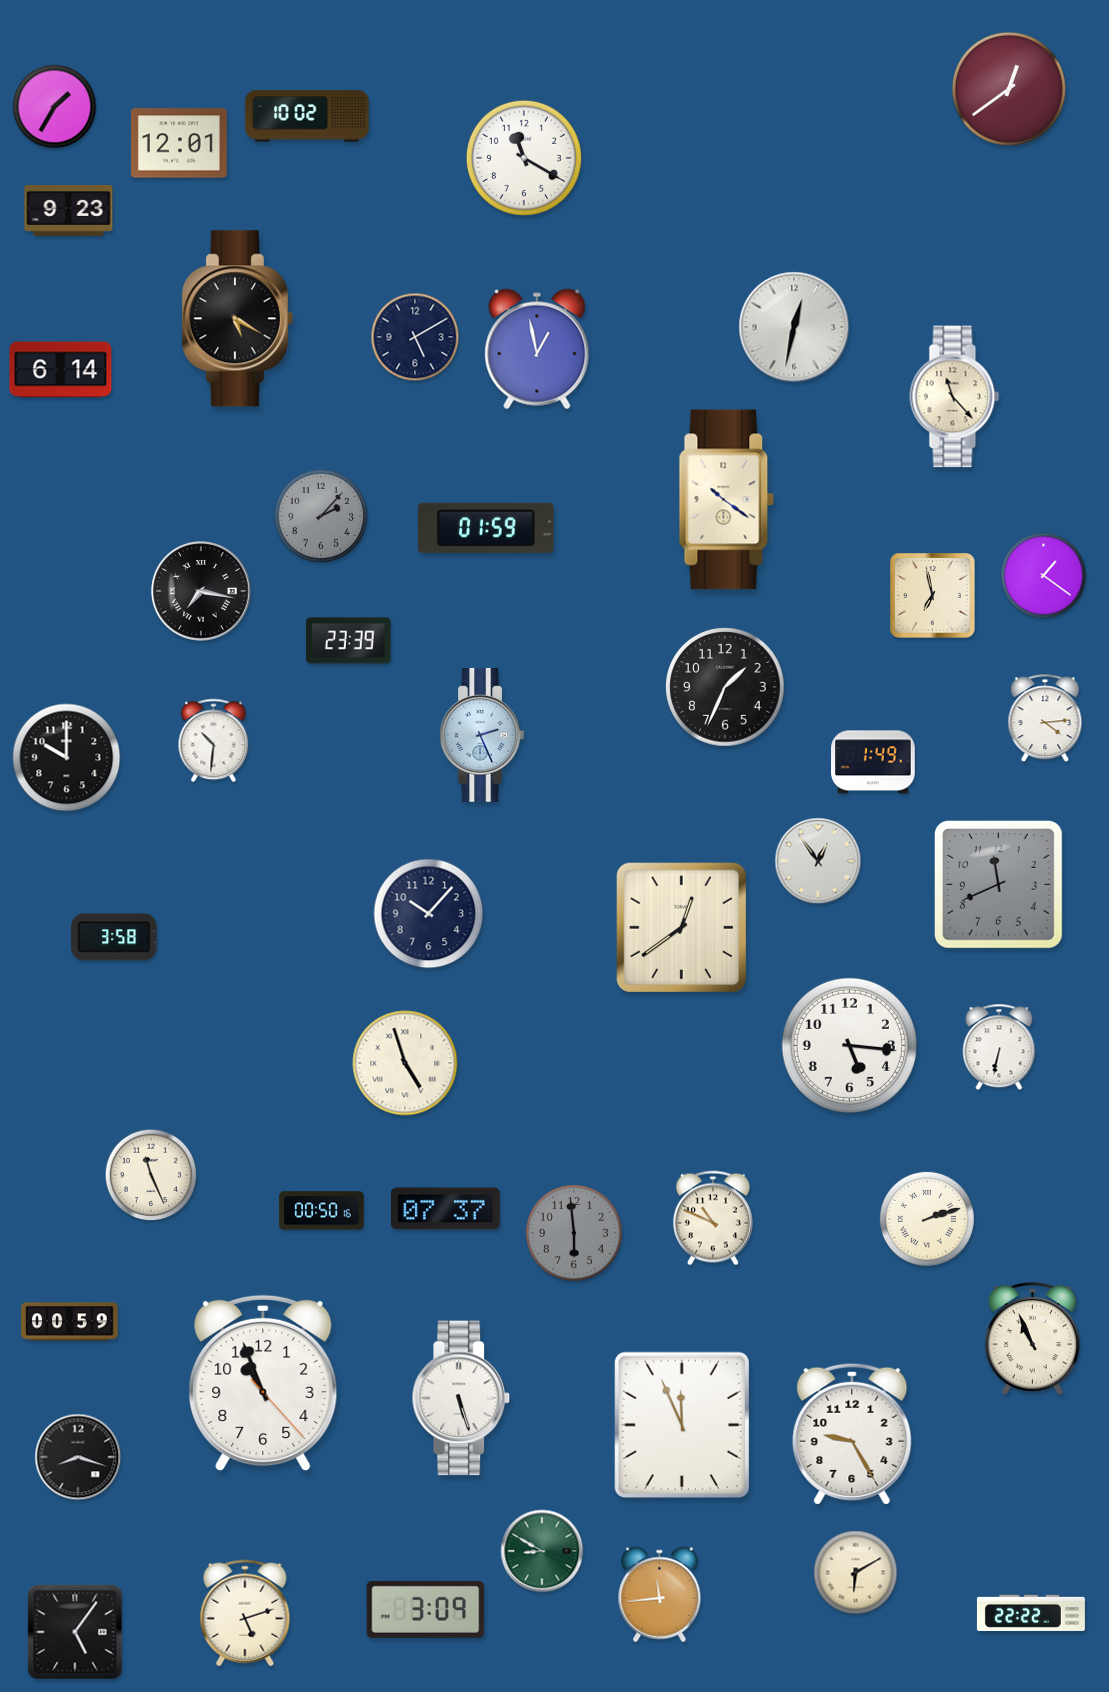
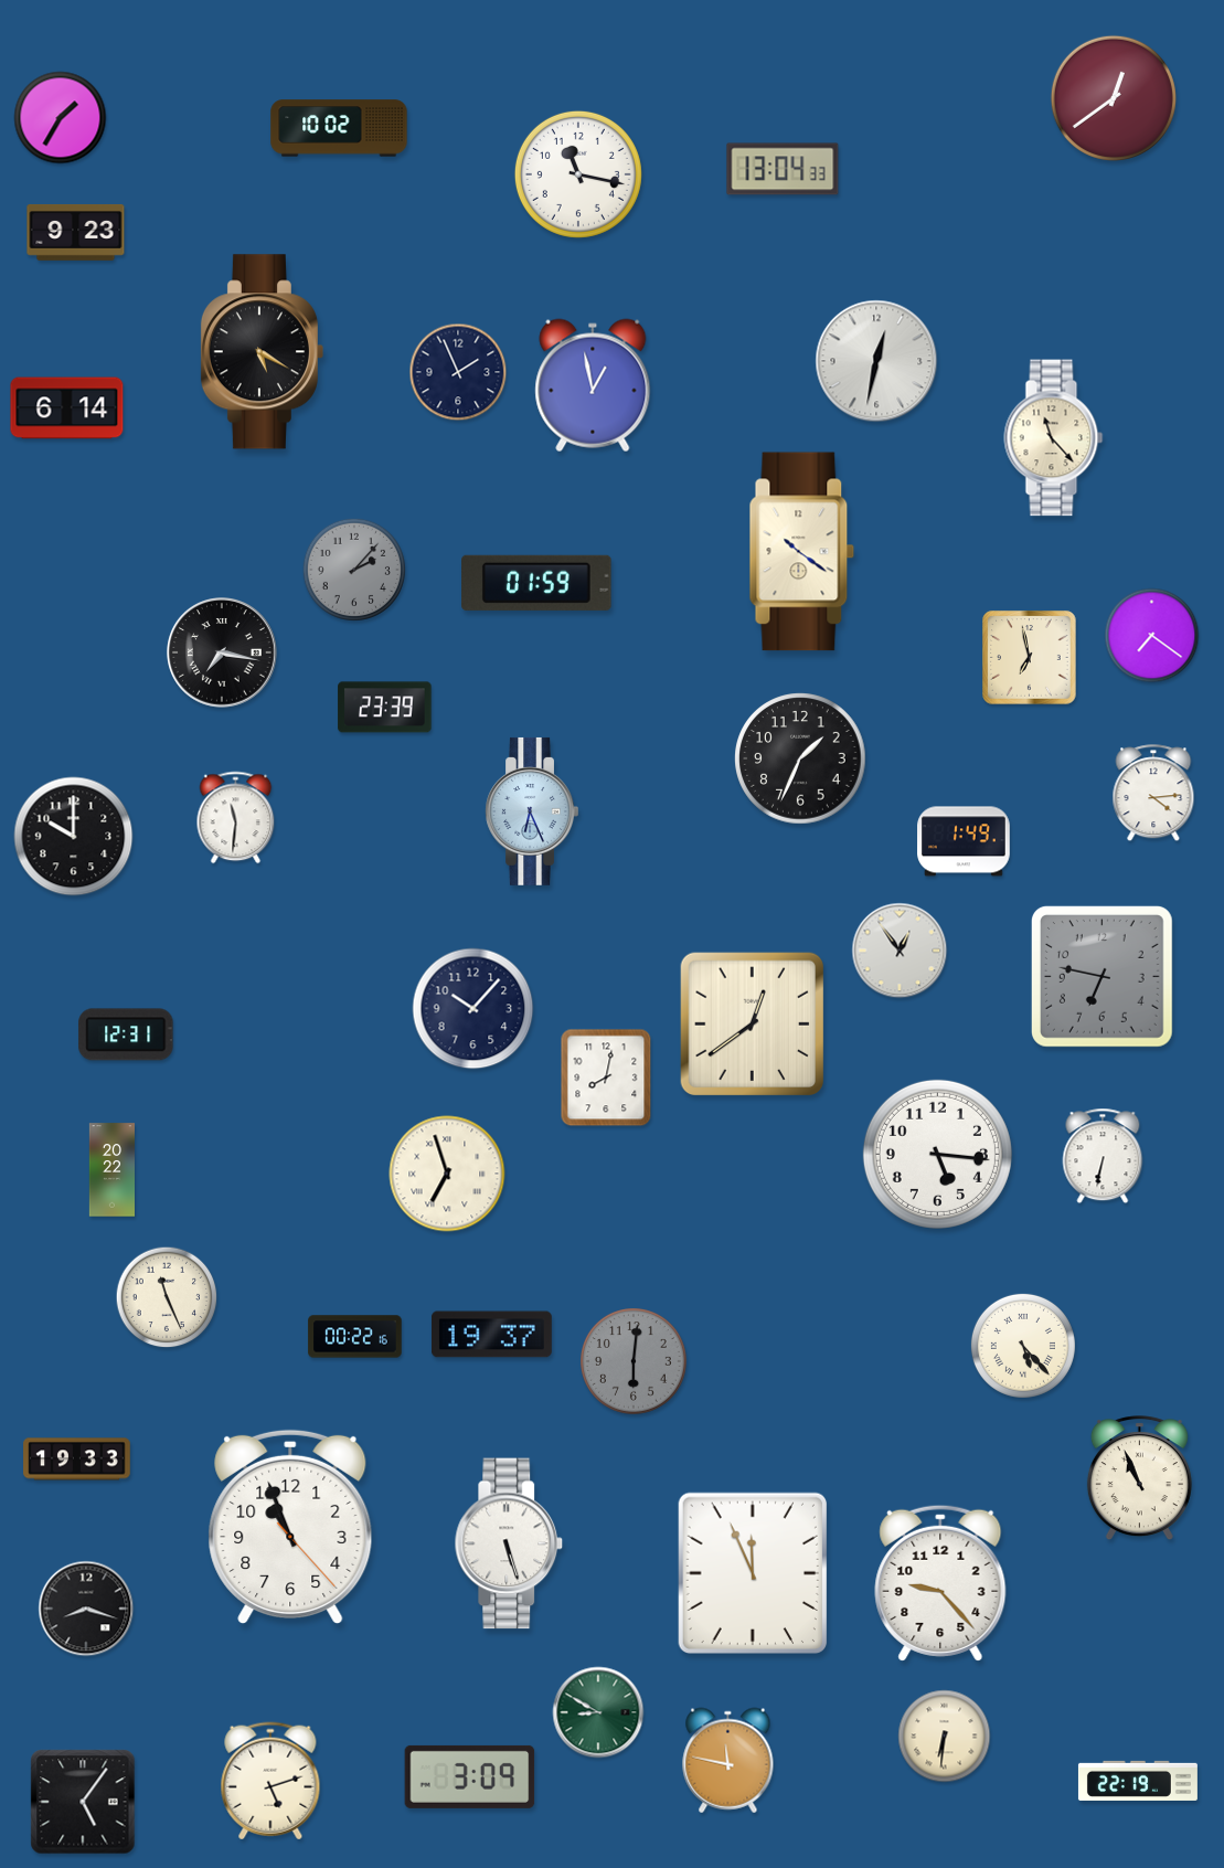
clock at (179, 143): 12:01 -> none
clock at (783, 169): none -> 13:04
clock at (524, 158): 11:20 -> 11:17
clock at (415, 337): 5:10 -> 1:56
clock at (1044, 576): 1:21 -> 7:21
clock at (481, 735): 2:26 -> 6:26
clock at (214, 741): 10:31 -> 11:31
clock at (818, 861) position: (818, 861) -> (900, 951)
clock at (998, 884): 11:41 -> 6:47
clock at (114, 937): 3:58 -> 12:31
clock at (606, 1078): none -> 8:02
clock at (111, 1170): none -> 20:22
clock at (405, 1063): 4:57 -> 6:57
clock at (446, 1209): 07:37 -> 19:37
clock at (322, 1211): 00:50 -> 00:22
clock at (713, 1218): 10:49 -> none
clock at (927, 1219): 2:12 -> 5:23
clock at (575, 1234): 5:59 -> 6:01
clock at (70, 1322): 00:59 -> 19:33
clock at (852, 1434): 9:25 -> 9:23
clock at (856, 1573): 6:10 -> 6:31
clock at (660, 1595): 11:44 -> 11:47
clock at (1031, 1613): 22:22 -> 22:19
